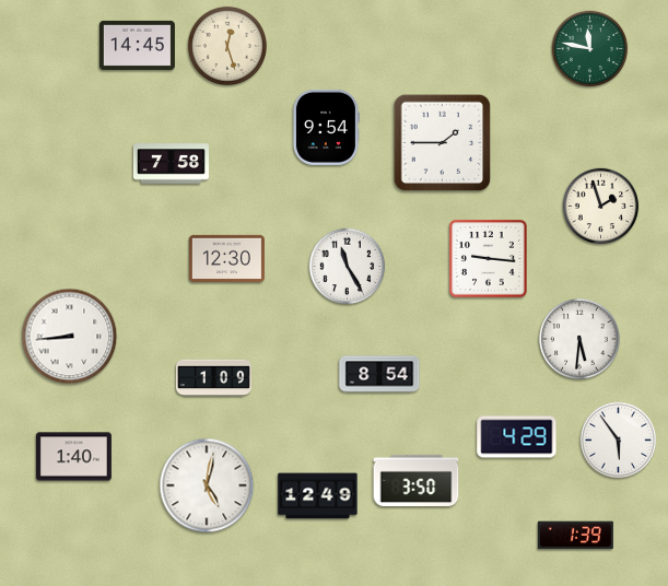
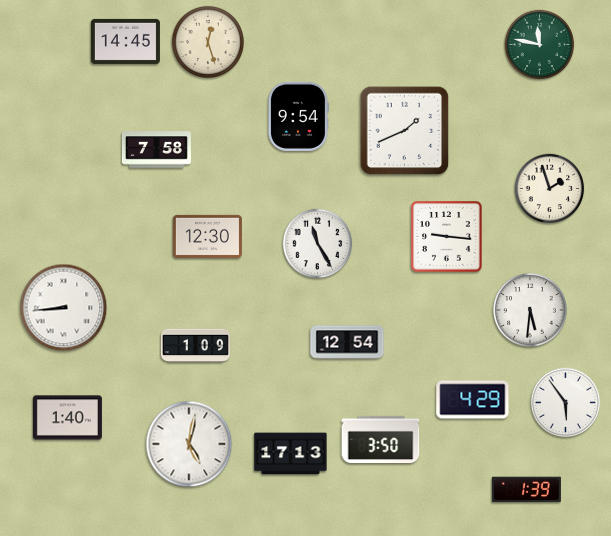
clock at (443, 143): 1:45 -> 1:41
clock at (379, 374): 8:54 -> 12:54
clock at (318, 496): 12:49 -> 17:13
